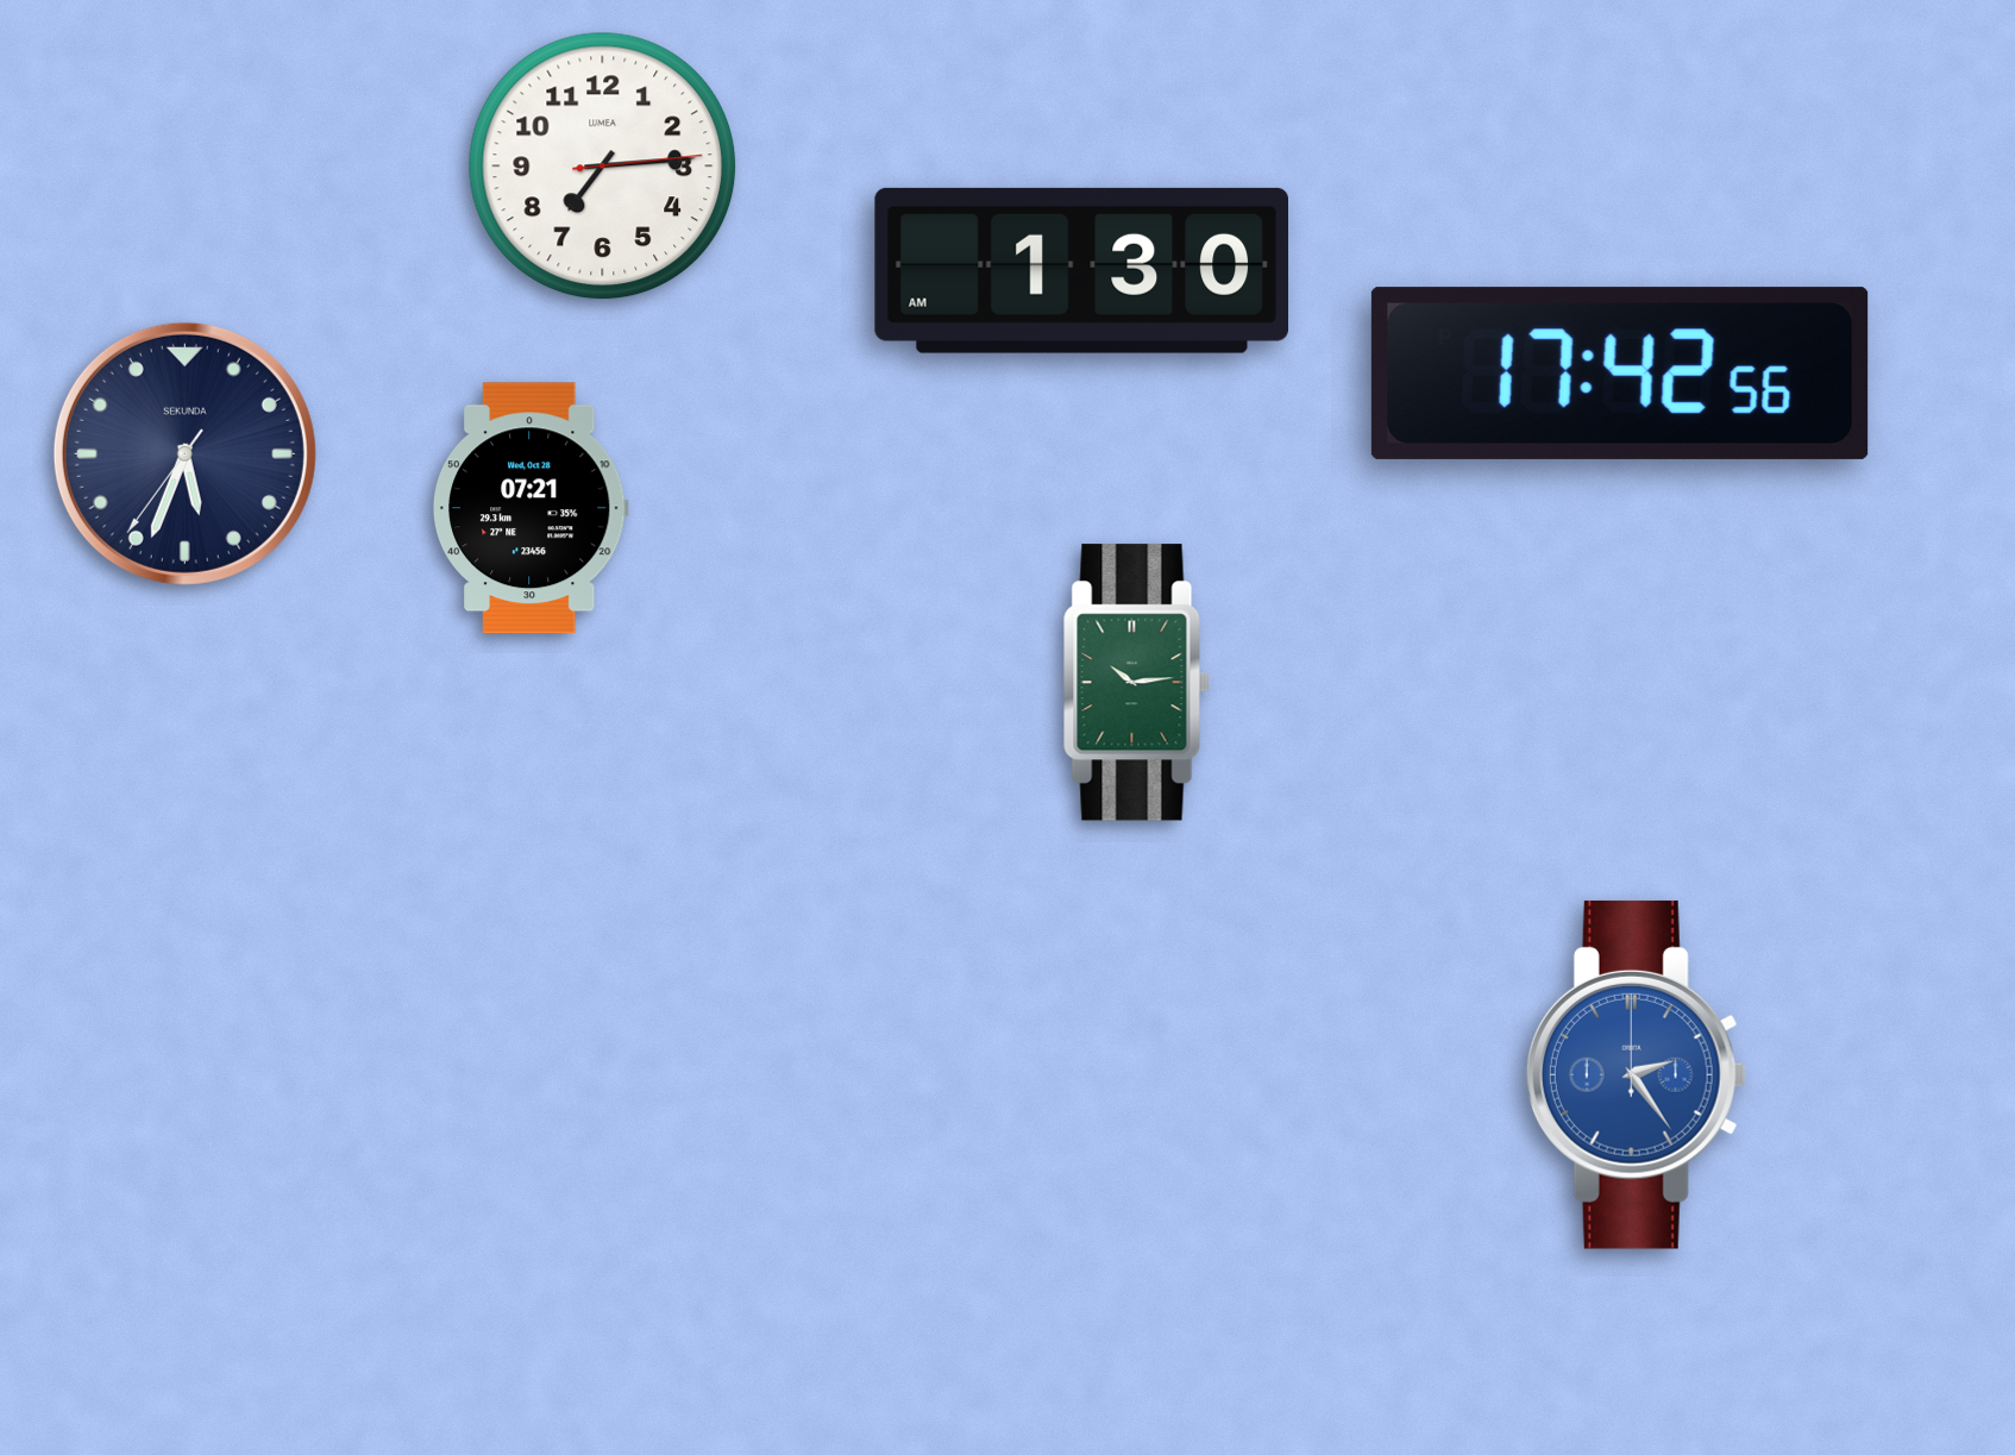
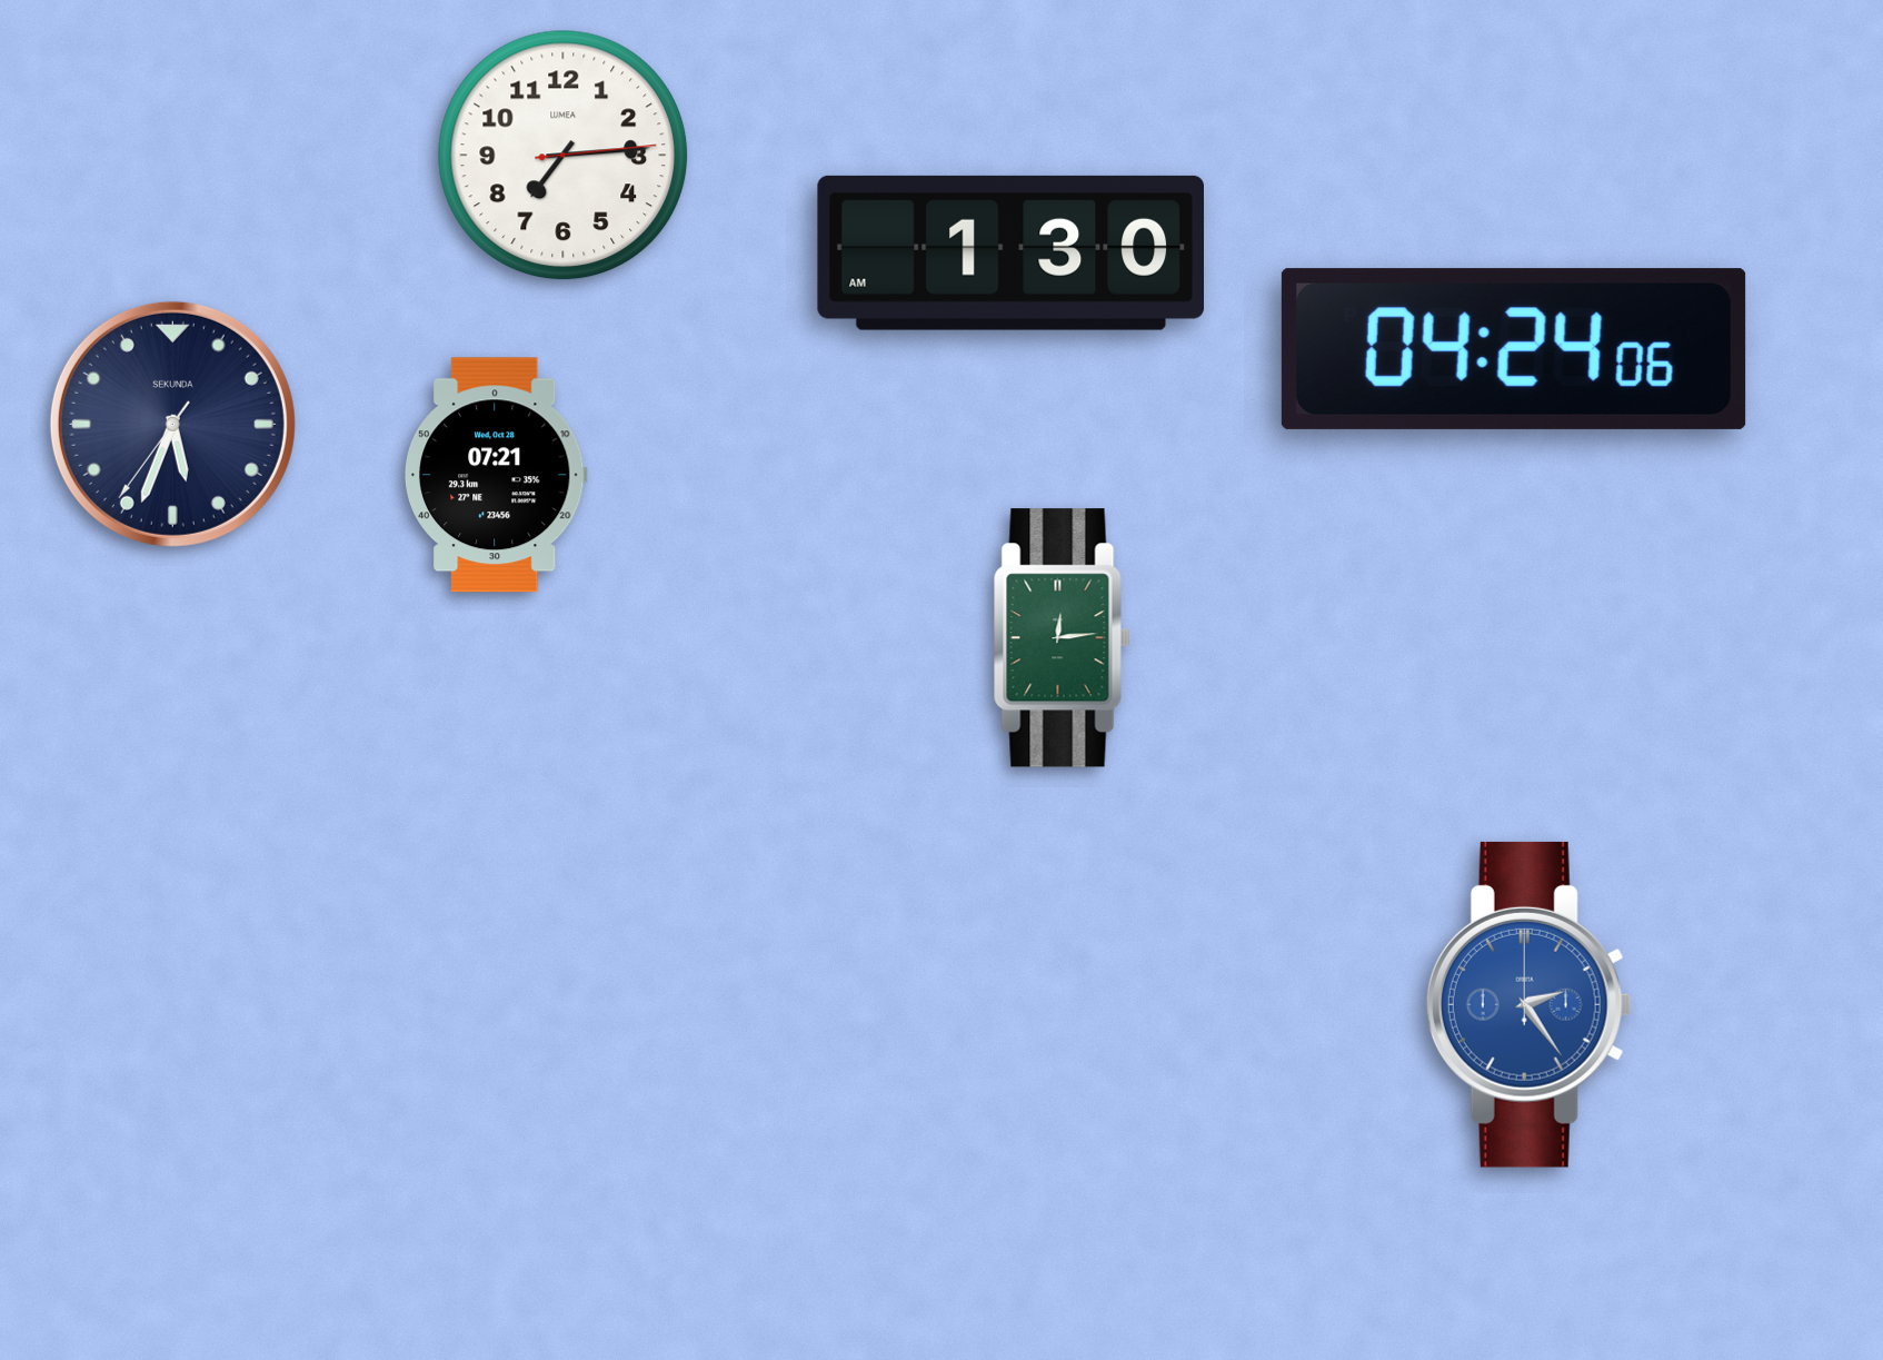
clock at (1620, 374): 17:42 -> 04:24
clock at (1136, 683): 10:14 -> 12:14
